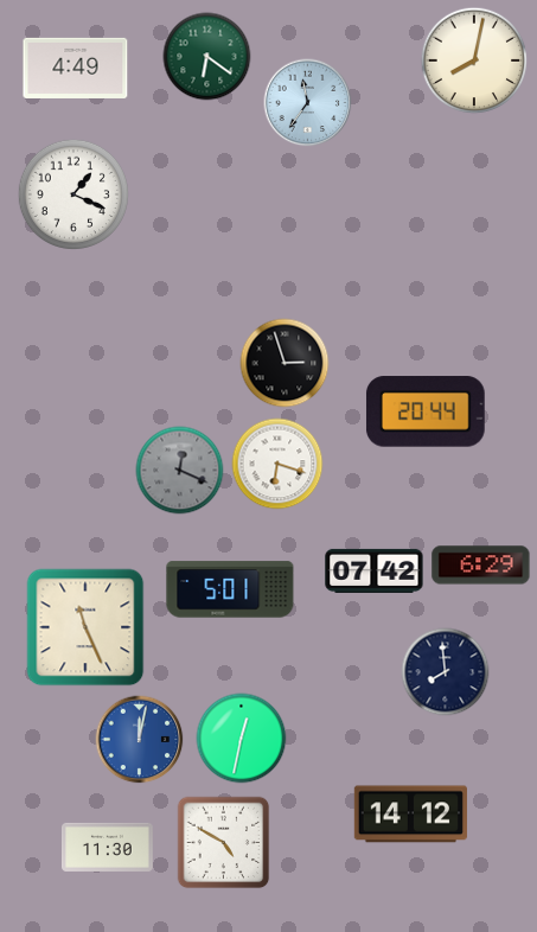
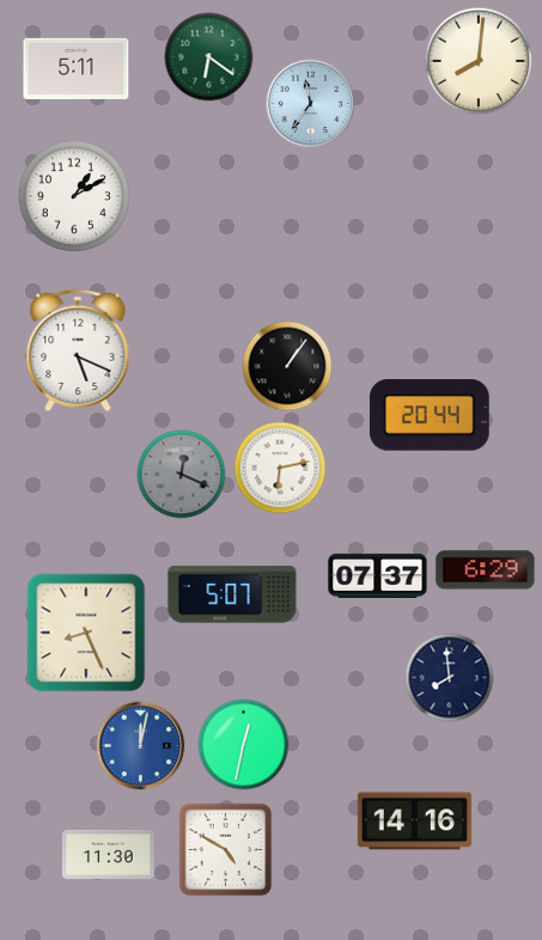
clock at (474, 60): 8:02 -> 8:01
clock at (76, 68): 4:49 -> 5:11
clock at (72, 193): 1:19 -> 1:10
clock at (78, 349): none -> 5:19
clock at (285, 363): 2:57 -> 1:06
clock at (277, 464): 6:18 -> 6:13
clock at (375, 570): 07:42 -> 07:37
clock at (230, 589): 5:01 -> 5:07
clock at (85, 627): 11:26 -> 8:26
clock at (410, 815): 14:12 -> 14:16
